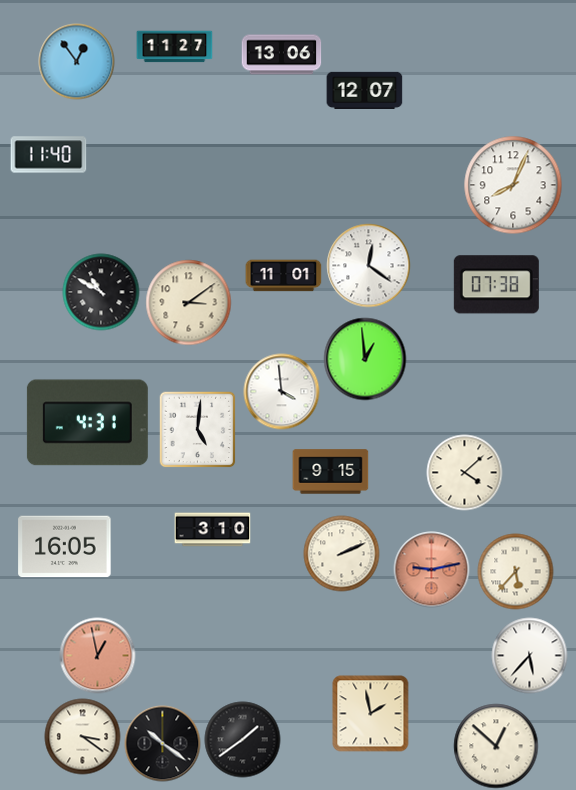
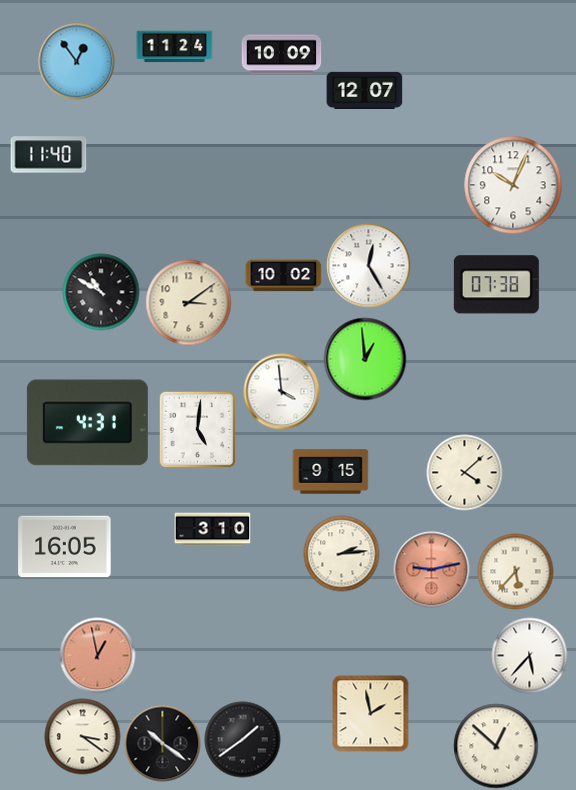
clock at (175, 47): 11:27 -> 11:24
clock at (282, 55): 13:06 -> 10:09
clock at (513, 185): 8:04 -> 10:04
clock at (369, 266): 12:21 -> 12:25
clock at (284, 276): 11:01 -> 10:02
clock at (342, 554): 2:11 -> 2:14
